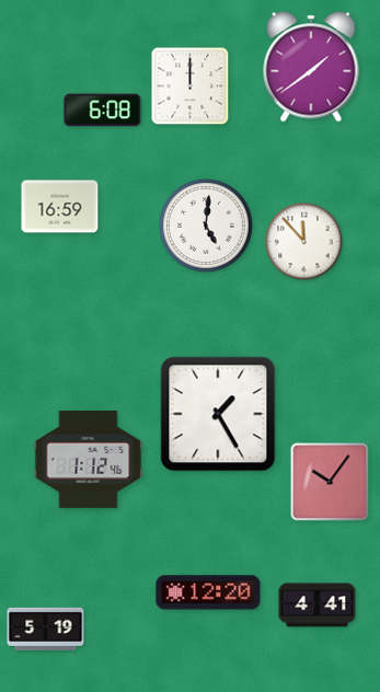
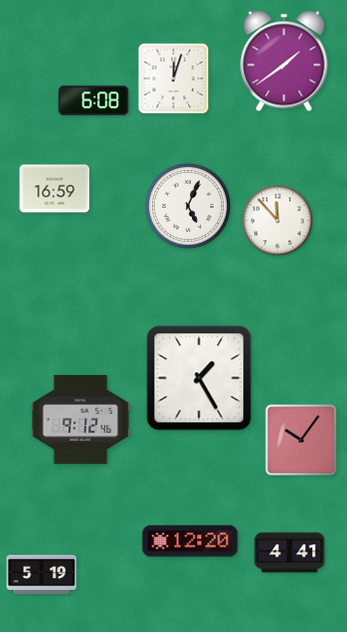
clock at (191, 86): 12:00 -> 12:03
clock at (206, 226): 5:01 -> 5:04
clock at (89, 459): 1:12 -> 9:12
